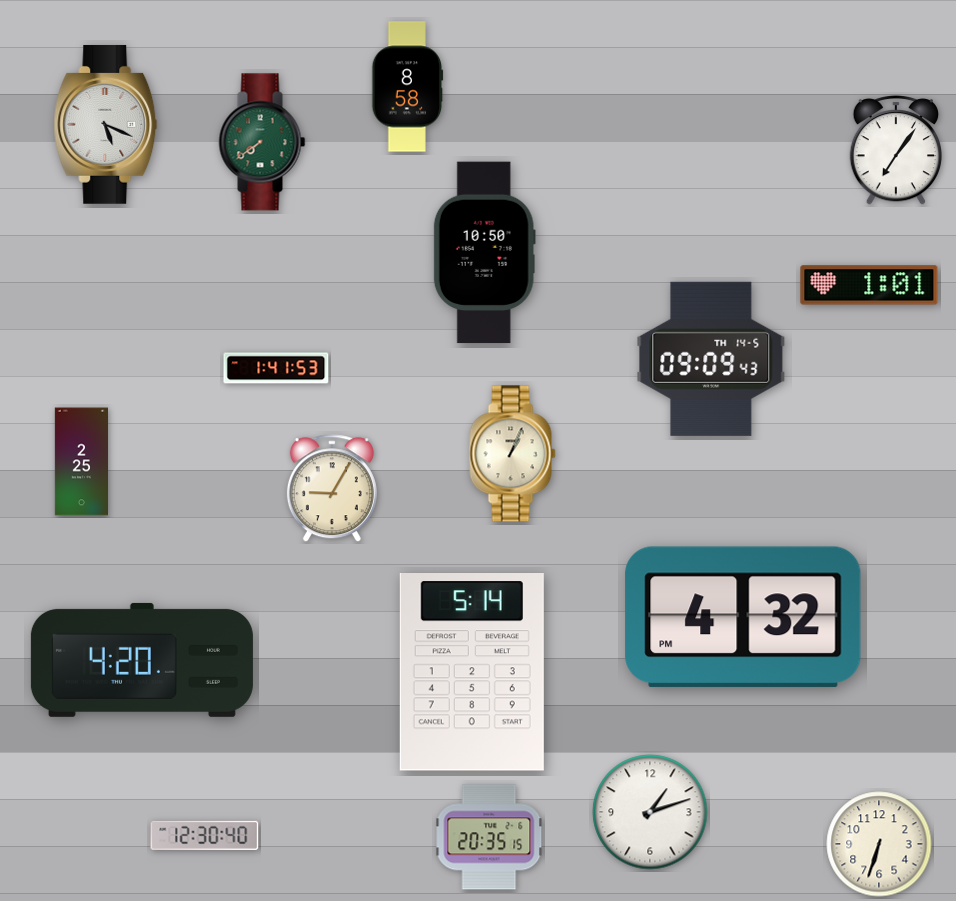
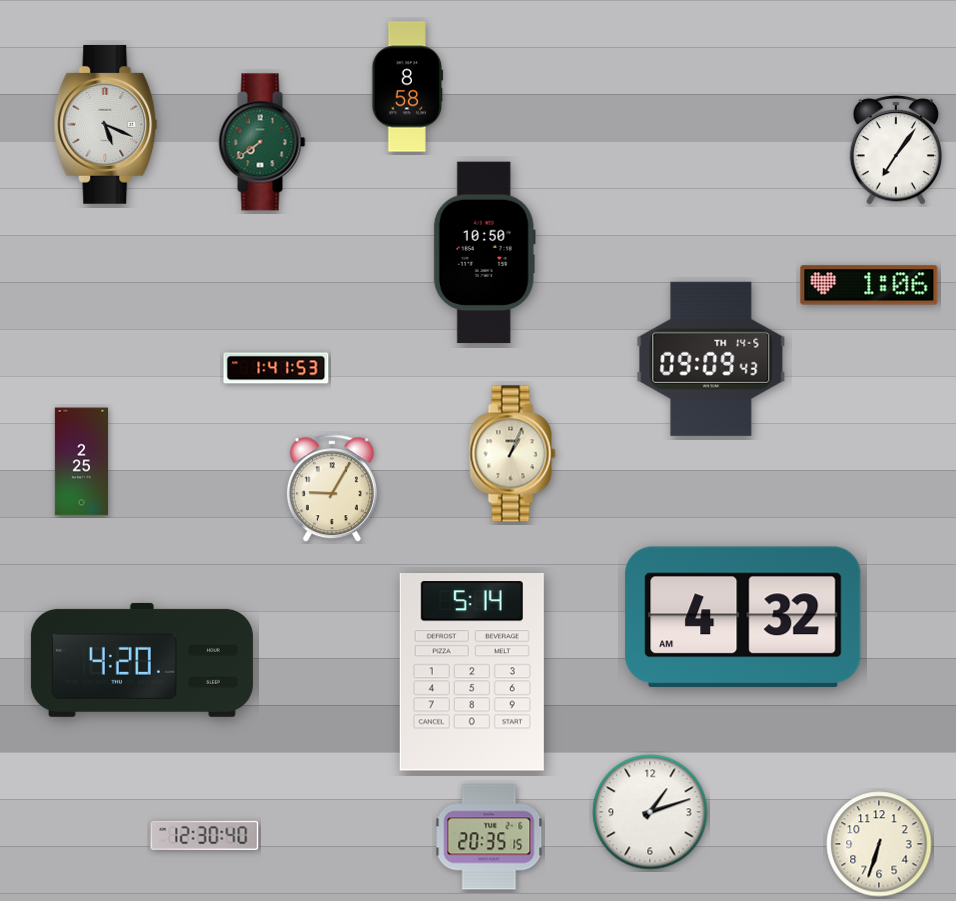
clock at (869, 285): 1:01 -> 1:06
clock at (743, 617): 4:32 PM -> 4:32 AM
